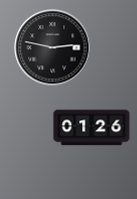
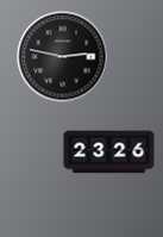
clock at (92, 128): 01:26 -> 23:26
